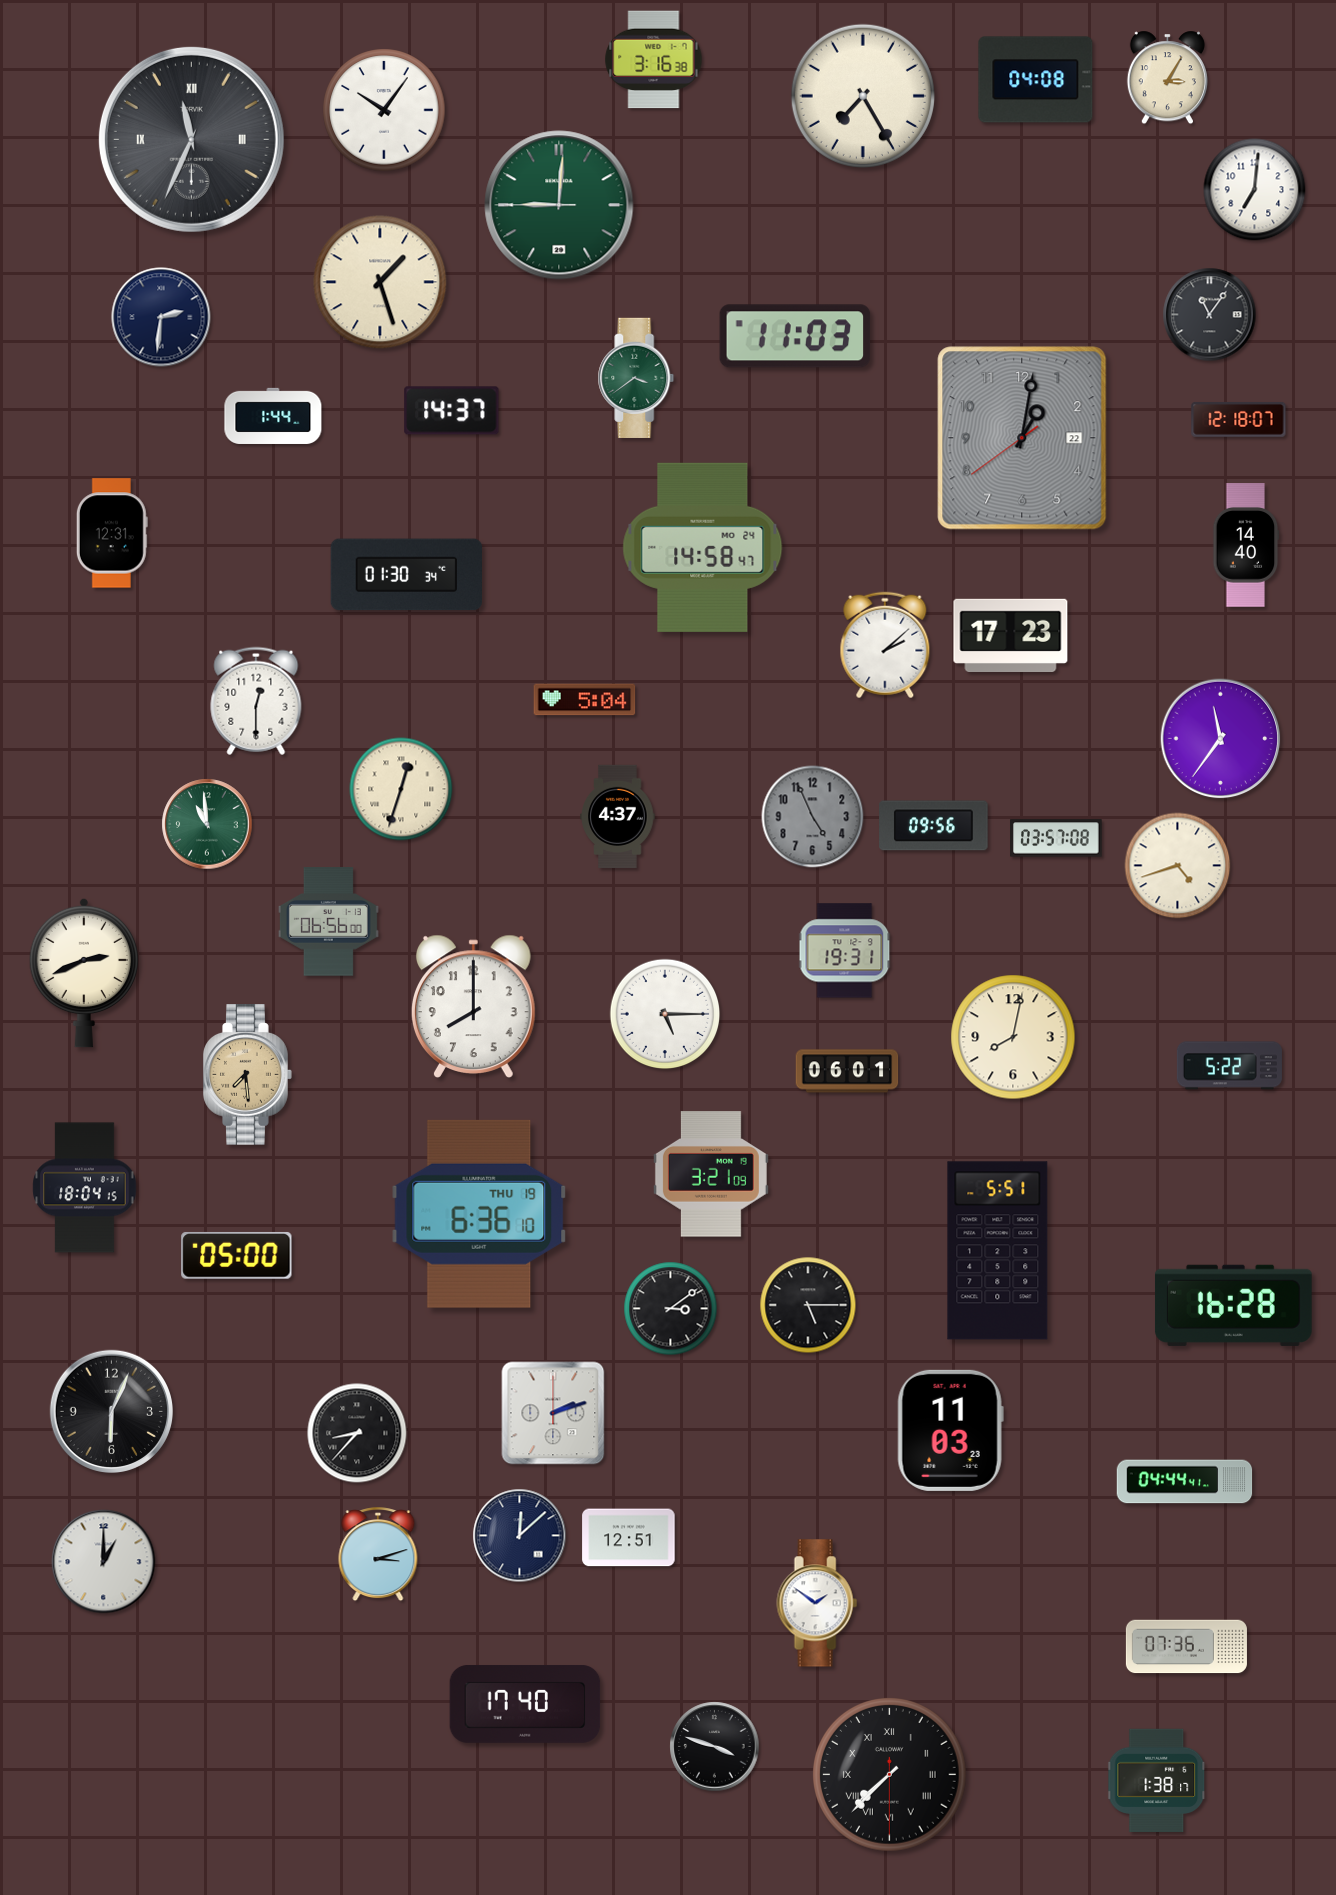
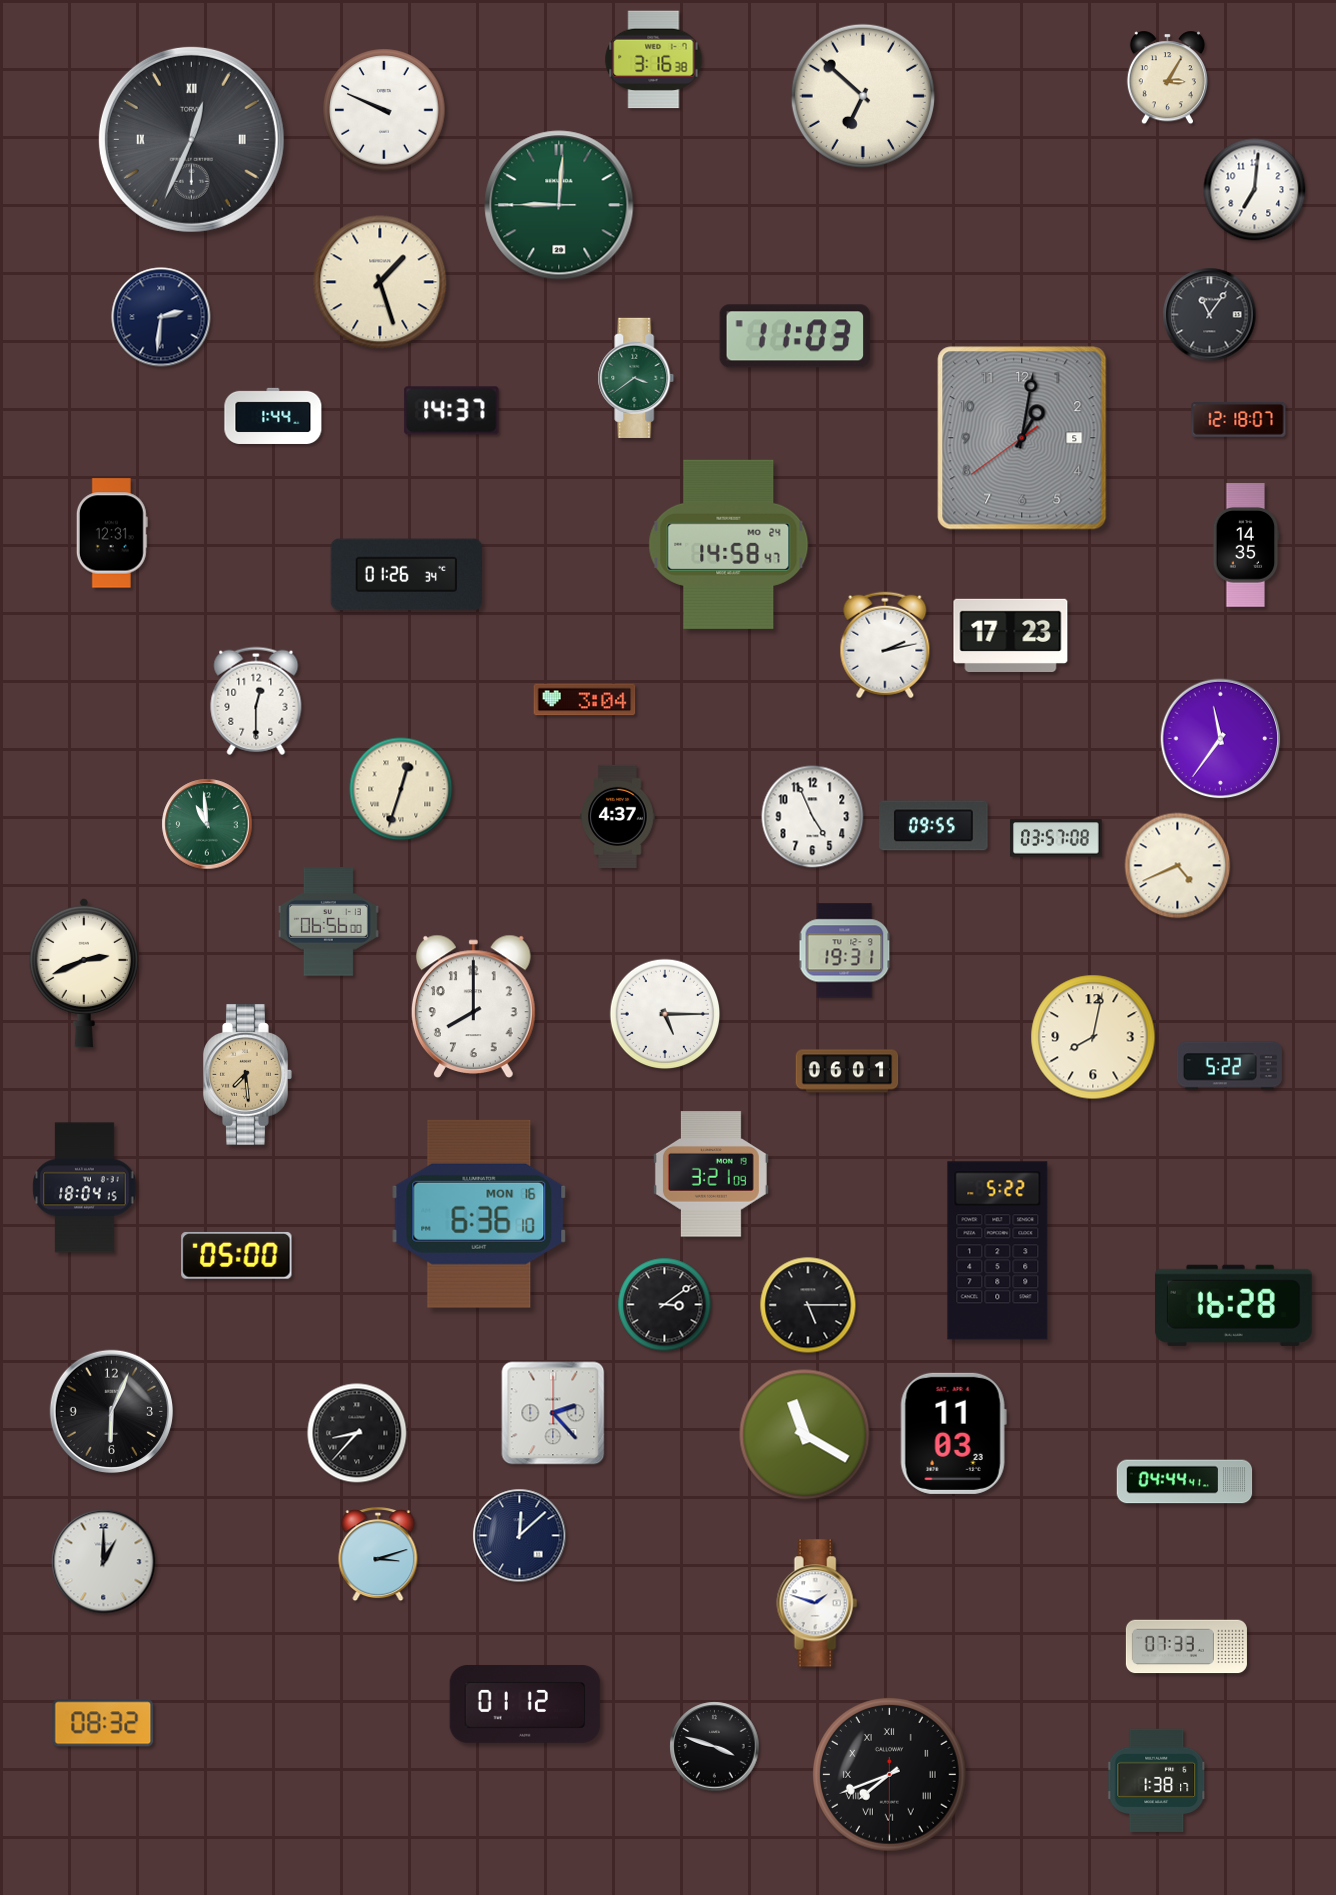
clock at (1036, 80): 04:08 -> none
clock at (863, 96): 7:25 -> 6:52
clock at (384, 110): 10:06 -> 9:49
clock at (191, 139): 11:34 -> 12:34
clock at (1022, 438) date: 22 -> 5
clock at (1246, 545): 14:40 -> 14:35
clock at (703, 547) position: (703, 547) -> (729, 544)
clock at (407, 575): 01:30 -> 01:26
clock at (885, 645): 2:08 -> 2:13
clock at (585, 700): 5:04 -> 3:04
clock at (813, 817) dial: grey -> white
clock at (934, 826): 09:56 -> 09:55
clock at (1178, 866): 4:42 -> 4:41
clock at (1013, 1037) position: (1013, 1037) -> (1093, 1037)
clock at (479, 1214) date: THU 19 -> MON 16
clock at (998, 1251): 5:51 -> 5:22
clock at (671, 1309) position: (671, 1309) -> (665, 1305)
clock at (553, 1413): 2:12 -> 2:23
clock at (950, 1430) position: (950, 1430) -> (953, 1433)
clock at (805, 1435): none -> 11:20
clock at (629, 1538): 12:51 -> none
clock at (817, 1603): 1:51 -> 1:48
clock at (1186, 1647): 07:36 -> 07:33
clock at (525, 1704): 17:40 -> 01:12
clock at (103, 1723): none -> 08:32
clock at (890, 1775): 7:37 -> 7:41
